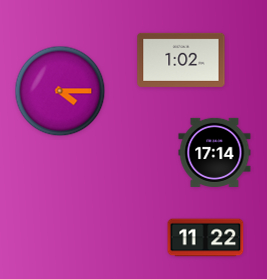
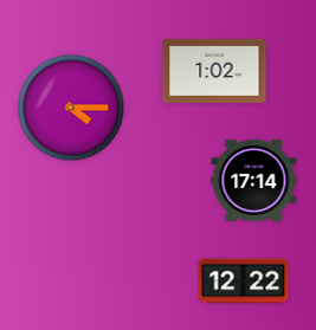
clock at (206, 238): 11:22 -> 12:22
